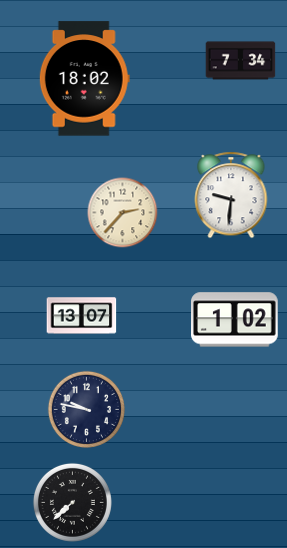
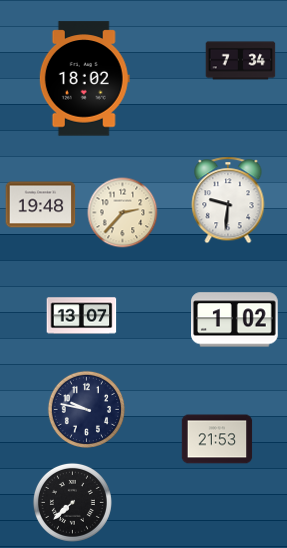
clock at (231, 195) position: (231, 195) -> (228, 200)
clock at (41, 205): none -> 19:48
clock at (217, 439): none -> 21:53
